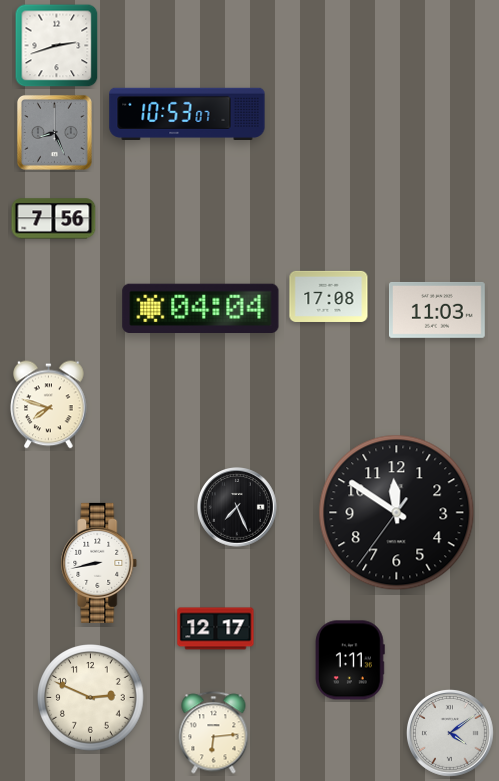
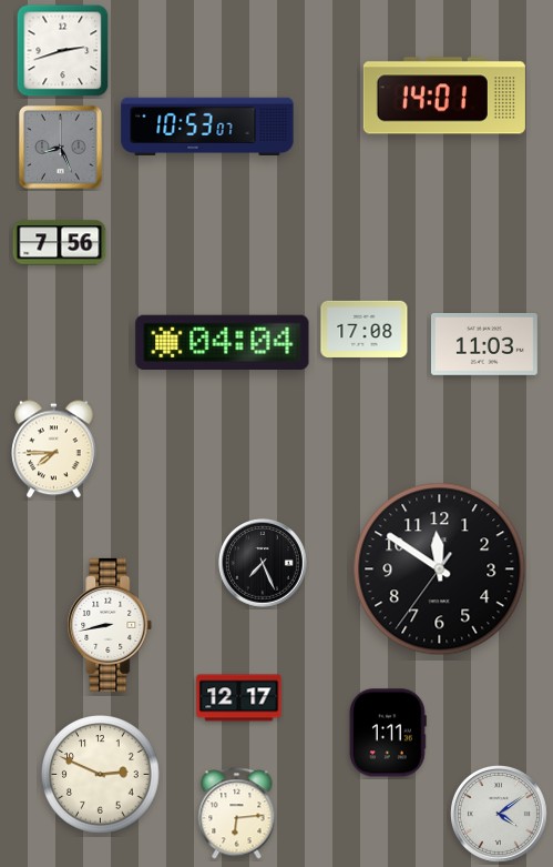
clock at (444, 95): none -> 14:01
clock at (49, 405): 7:48 -> 7:45
